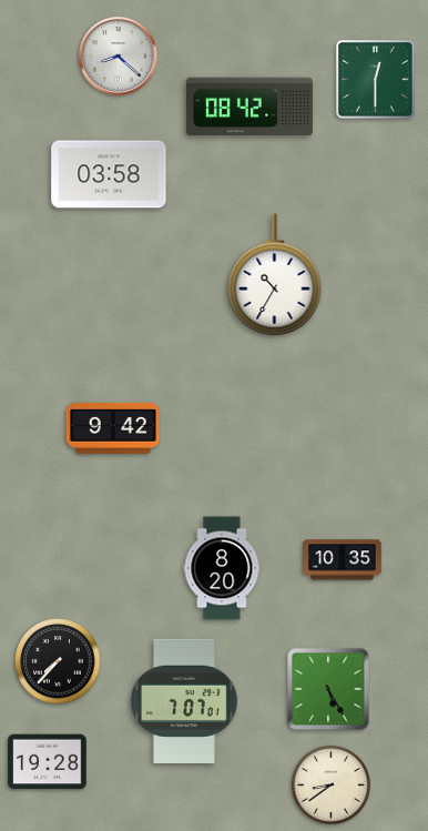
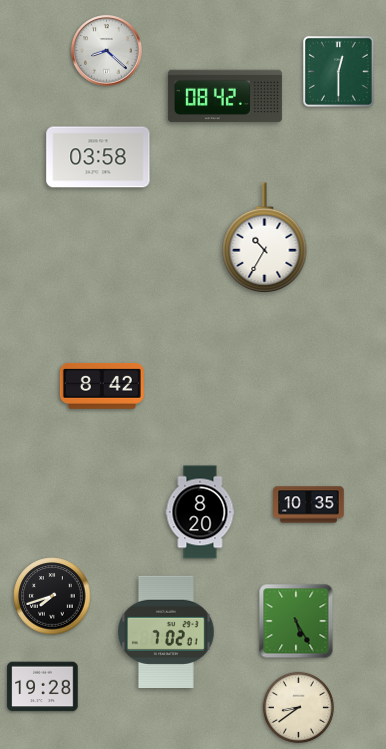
clock at (275, 275) position: (275, 275) -> (265, 238)
clock at (113, 428): 9:42 -> 8:42
clock at (58, 661): 7:37 -> 7:42
clock at (185, 701): 7:07 -> 7:02
